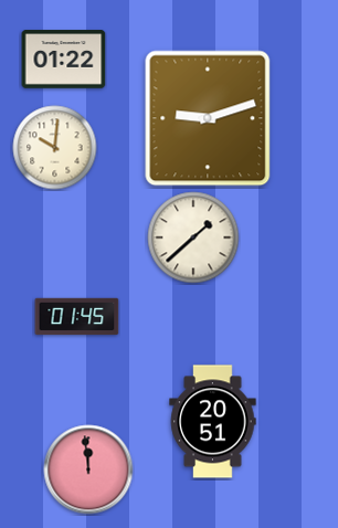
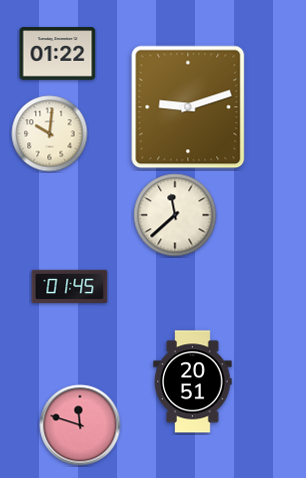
clock at (193, 237): 1:38 -> 11:38
clock at (88, 469): 11:59 -> 11:48
